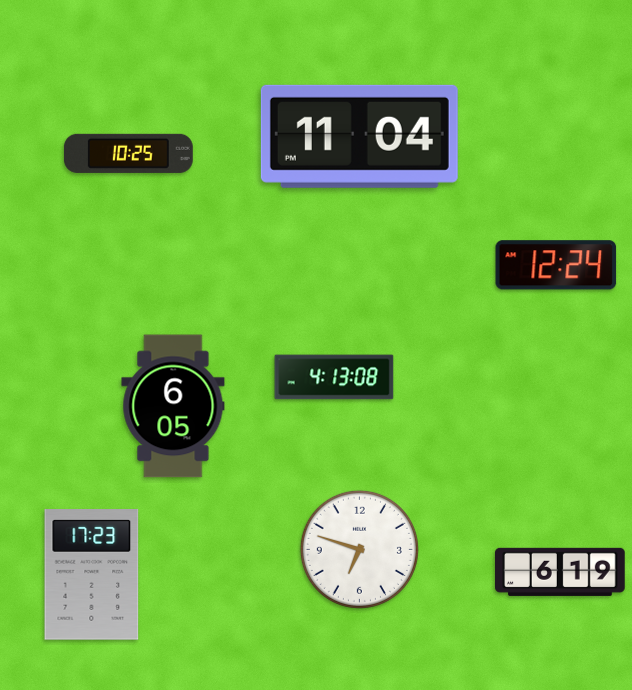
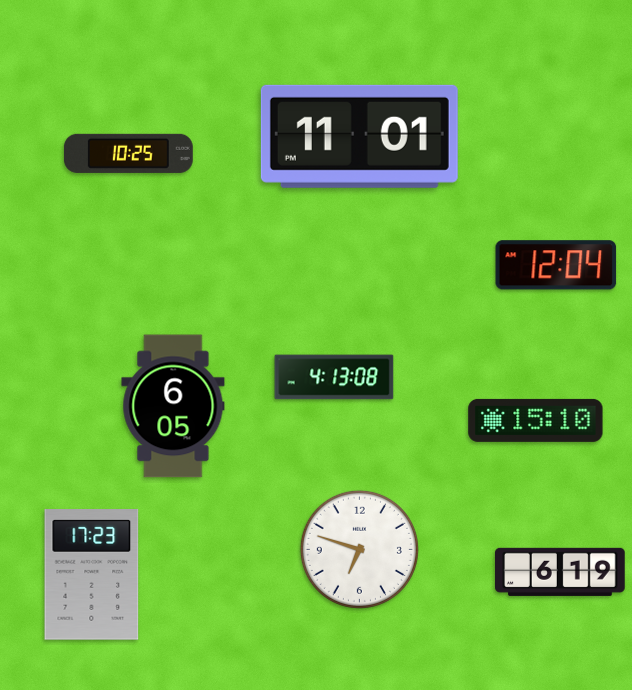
clock at (359, 136): 11:04 -> 11:01
clock at (556, 265): 12:24 -> 12:04
clock at (536, 420): none -> 15:10
